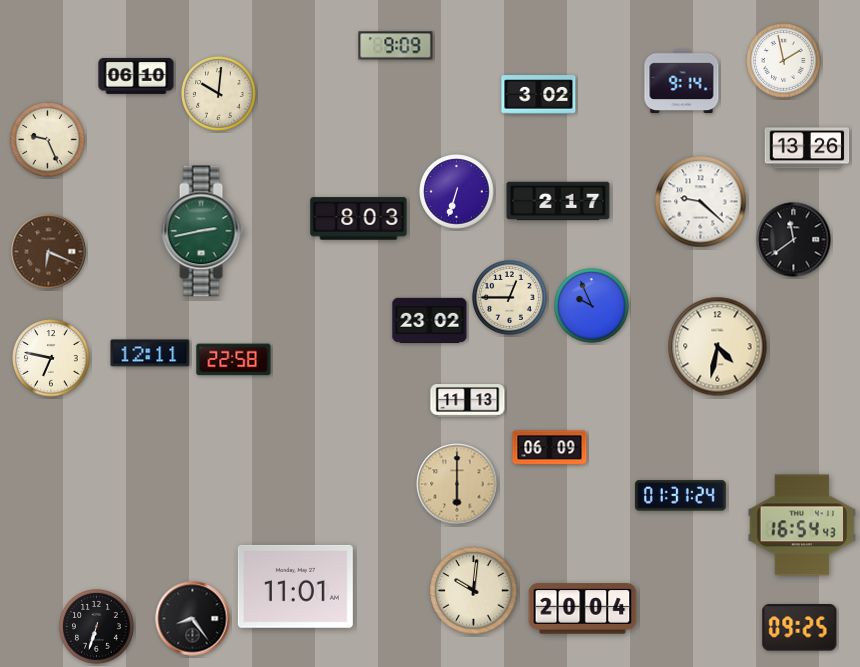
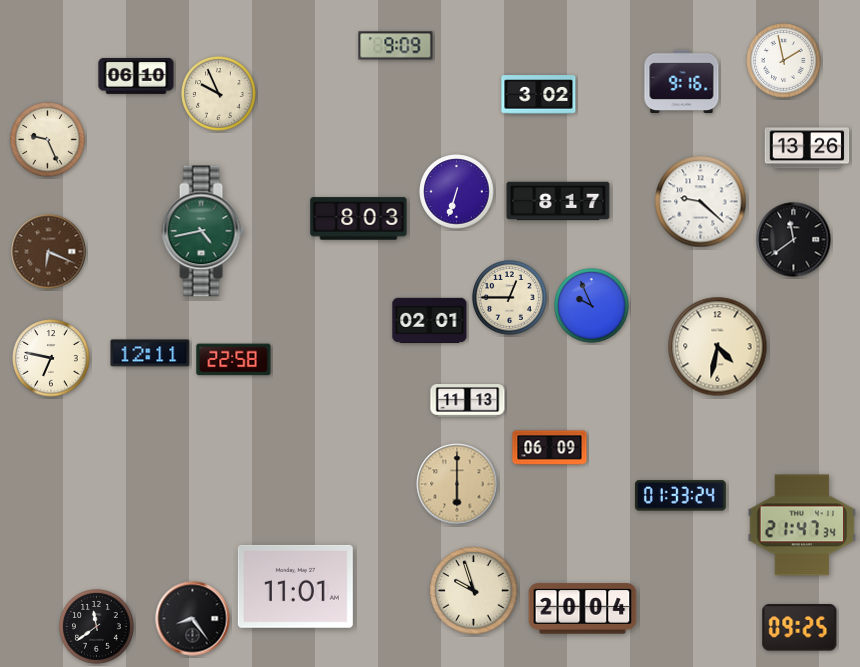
clock at (682, 82): 9:14 -> 9:16
clock at (219, 94): 10:01 -> 9:56
clock at (558, 201): 2:17 -> 8:17
clock at (203, 231): 2:43 -> 4:43
clock at (430, 320): 23:02 -> 02:01
clock at (680, 496): 01:31 -> 01:33
clock at (802, 525): 16:54 -> 21:47
clock at (474, 591): 10:01 -> 9:57
clock at (97, 627): 6:33 -> 11:39
